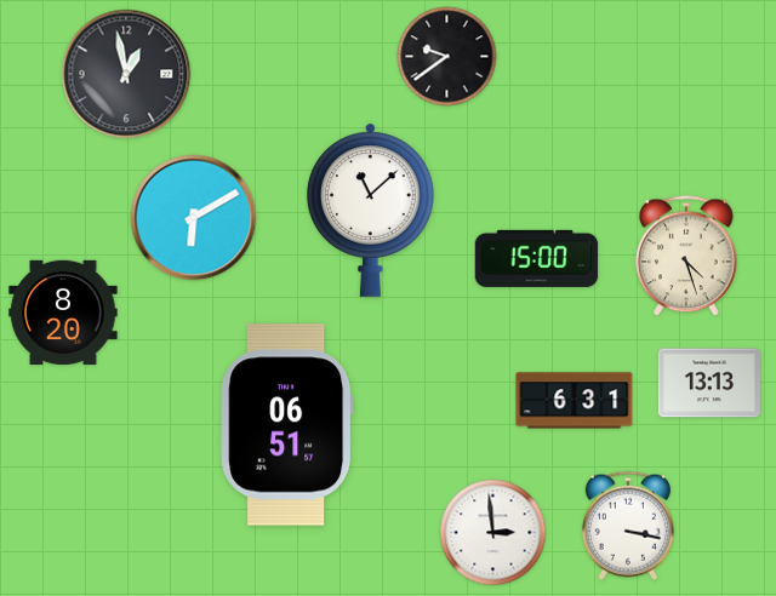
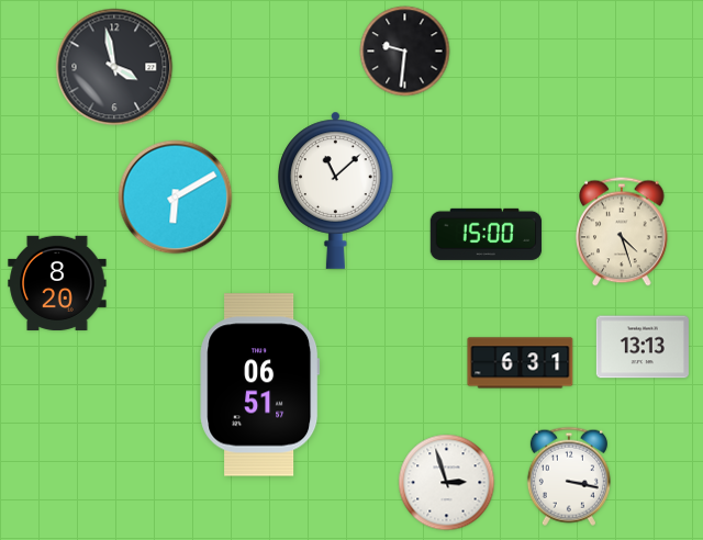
clock at (447, 57): 9:39 -> 9:31
clock at (126, 74): 12:58 -> 3:58
clock at (493, 533): 2:59 -> 2:57
